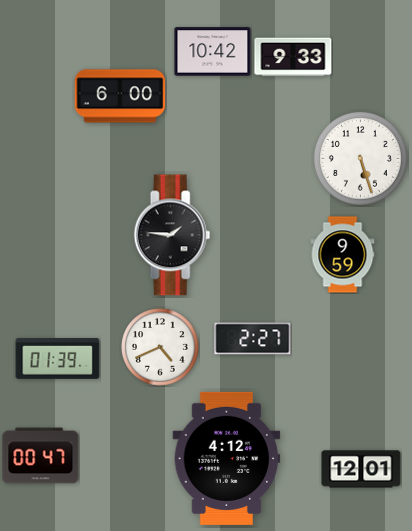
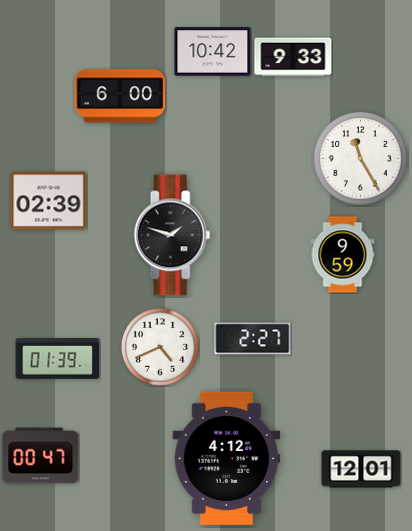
clock at (360, 158): 5:27 -> 11:25
clock at (49, 201): none -> 02:39
clock at (172, 235): 1:46 -> 1:48
